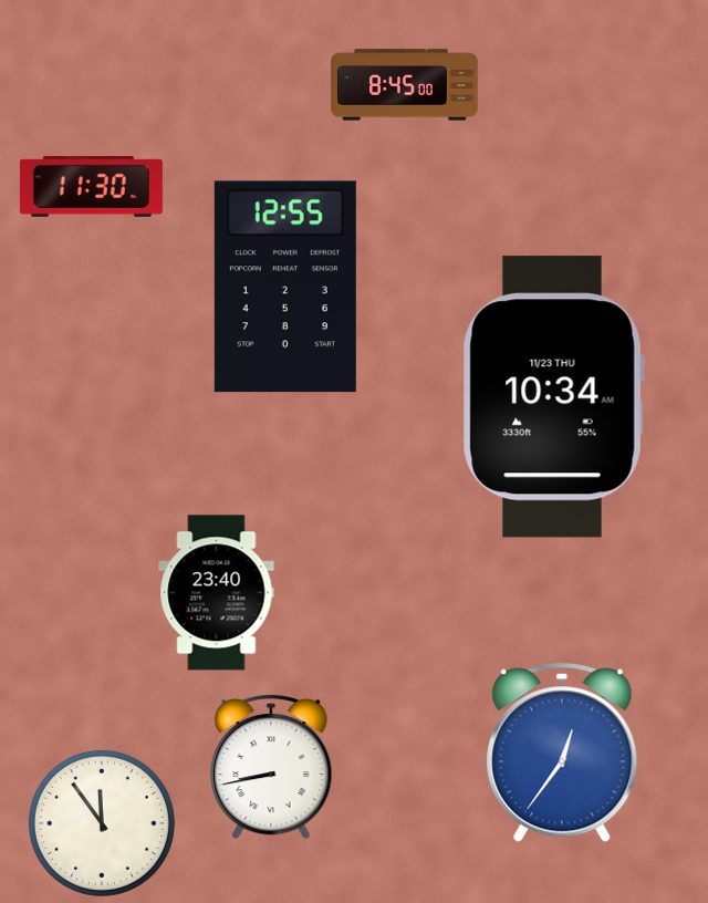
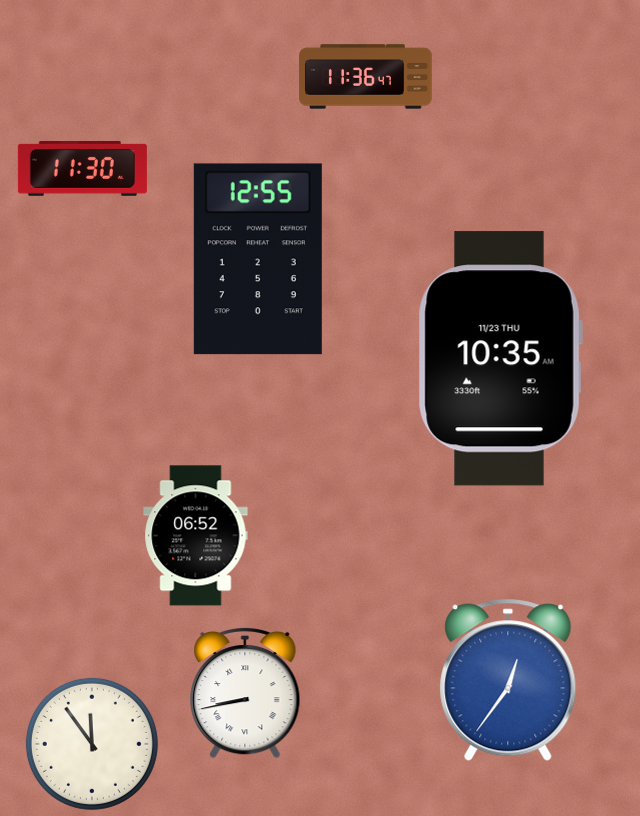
clock at (405, 85): 8:45 -> 11:36
clock at (553, 397): 10:34 -> 10:35
clock at (217, 593): 23:40 -> 06:52
